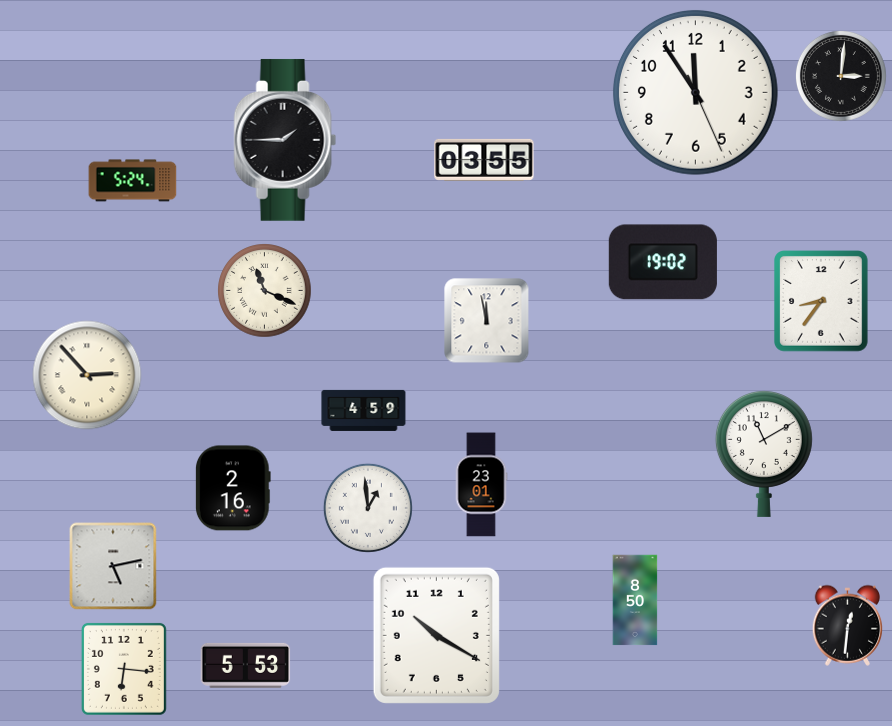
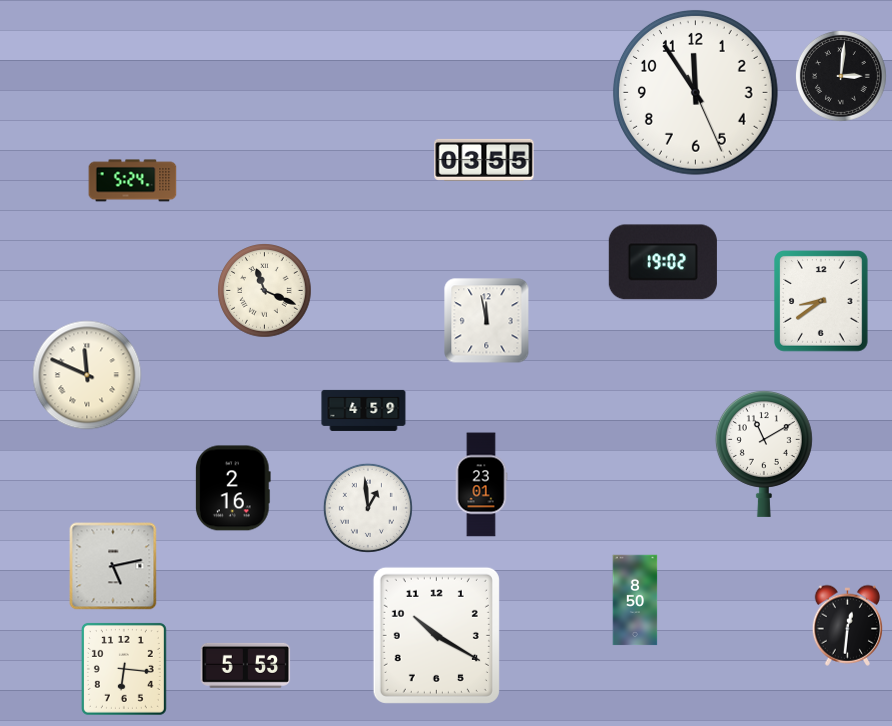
clock at (285, 140): 1:45 -> none
clock at (822, 302): 8:36 -> 8:39
clock at (87, 375): 2:53 -> 11:49
